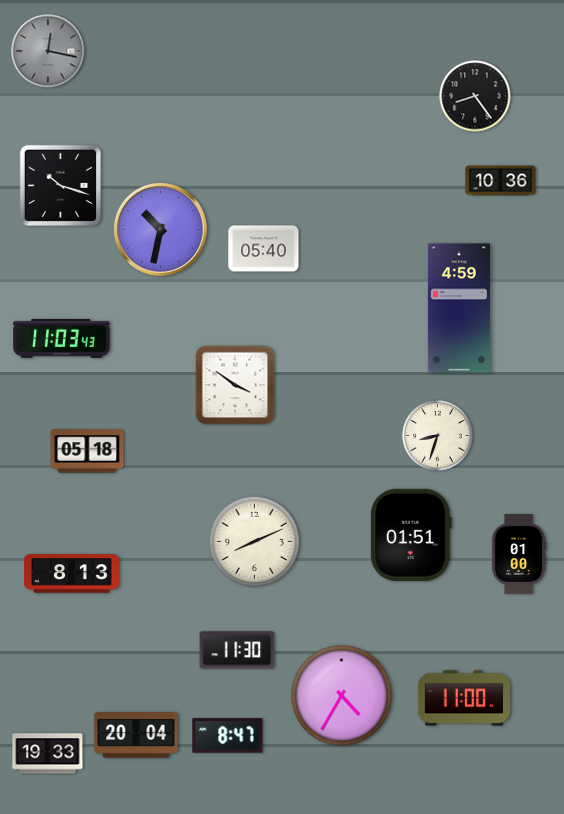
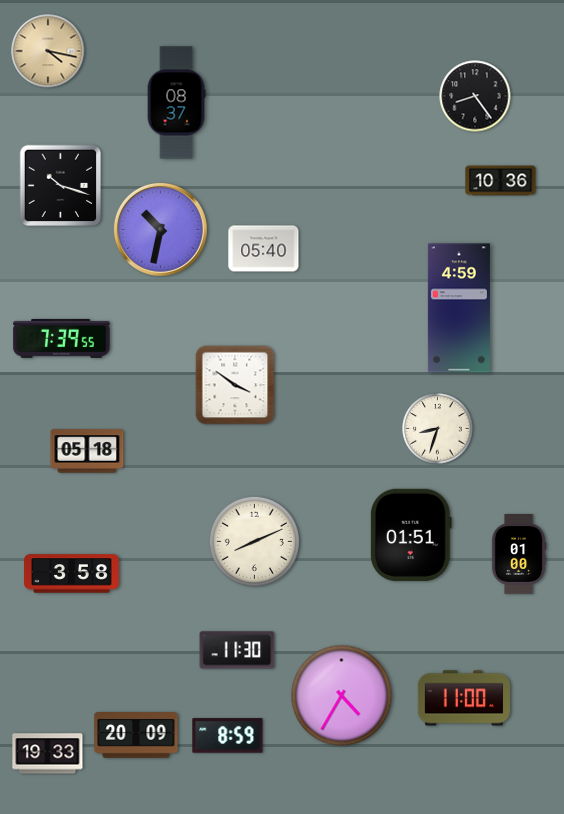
clock at (48, 51): 12:17 -> 4:17
clock at (48, 51) dial: grey -> champagne
clock at (176, 103): none -> 08:37
clock at (62, 338): 11:03 -> 7:39
clock at (438, 436) position: (438, 436) -> (438, 429)
clock at (72, 574): 8:13 -> 3:58
clock at (136, 736): 20:04 -> 20:09
clock at (228, 736): 8:47 -> 8:59
